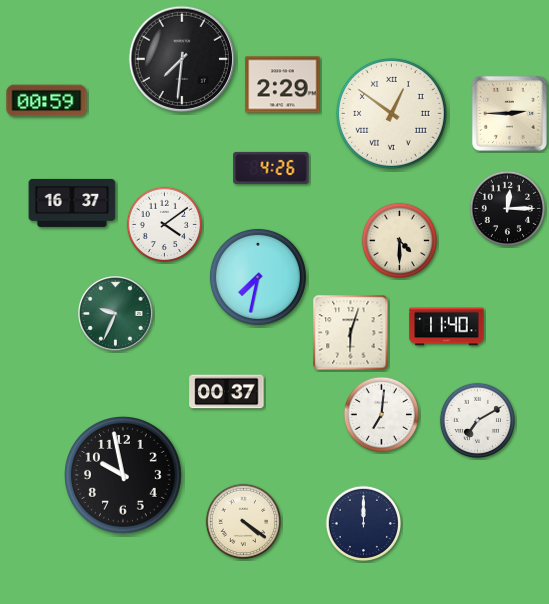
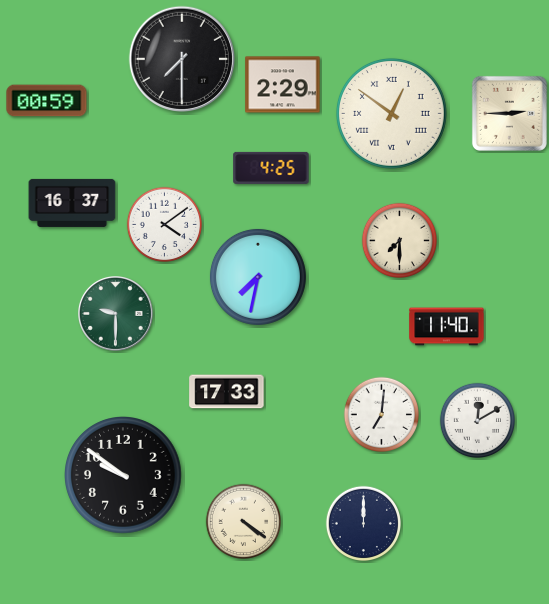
clock at (181, 58): 7:31 -> 7:30
clock at (271, 168): 4:26 -> 4:25
clock at (507, 208): 12:15 -> none
clock at (399, 240): 4:30 -> 7:30
clock at (116, 314): 9:34 -> 9:30
clock at (351, 333): 6:03 -> none
clock at (227, 392): 00:37 -> 17:33
clock at (477, 420): 7:10 -> 12:10
clock at (124, 476): 9:58 -> 9:51
